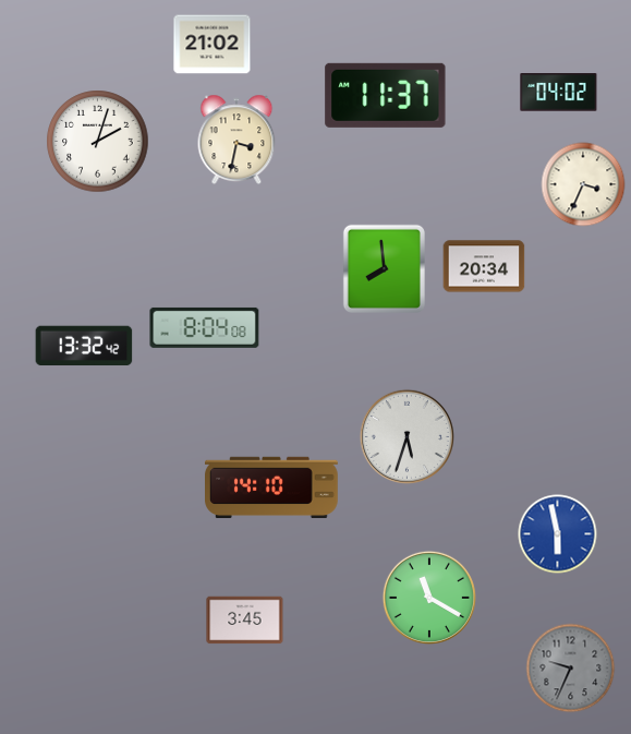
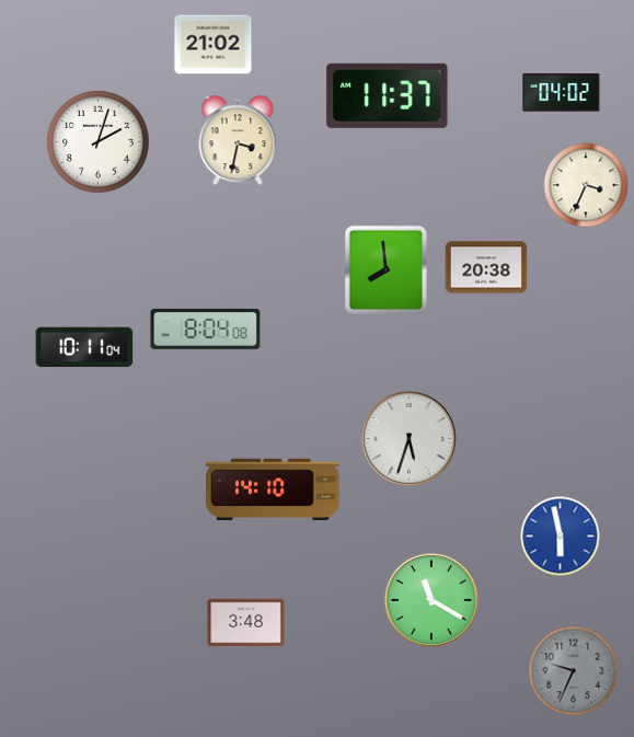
clock at (484, 266): 20:34 -> 20:38
clock at (84, 346): 13:32 -> 10:11
clock at (245, 621): 3:45 -> 3:48
